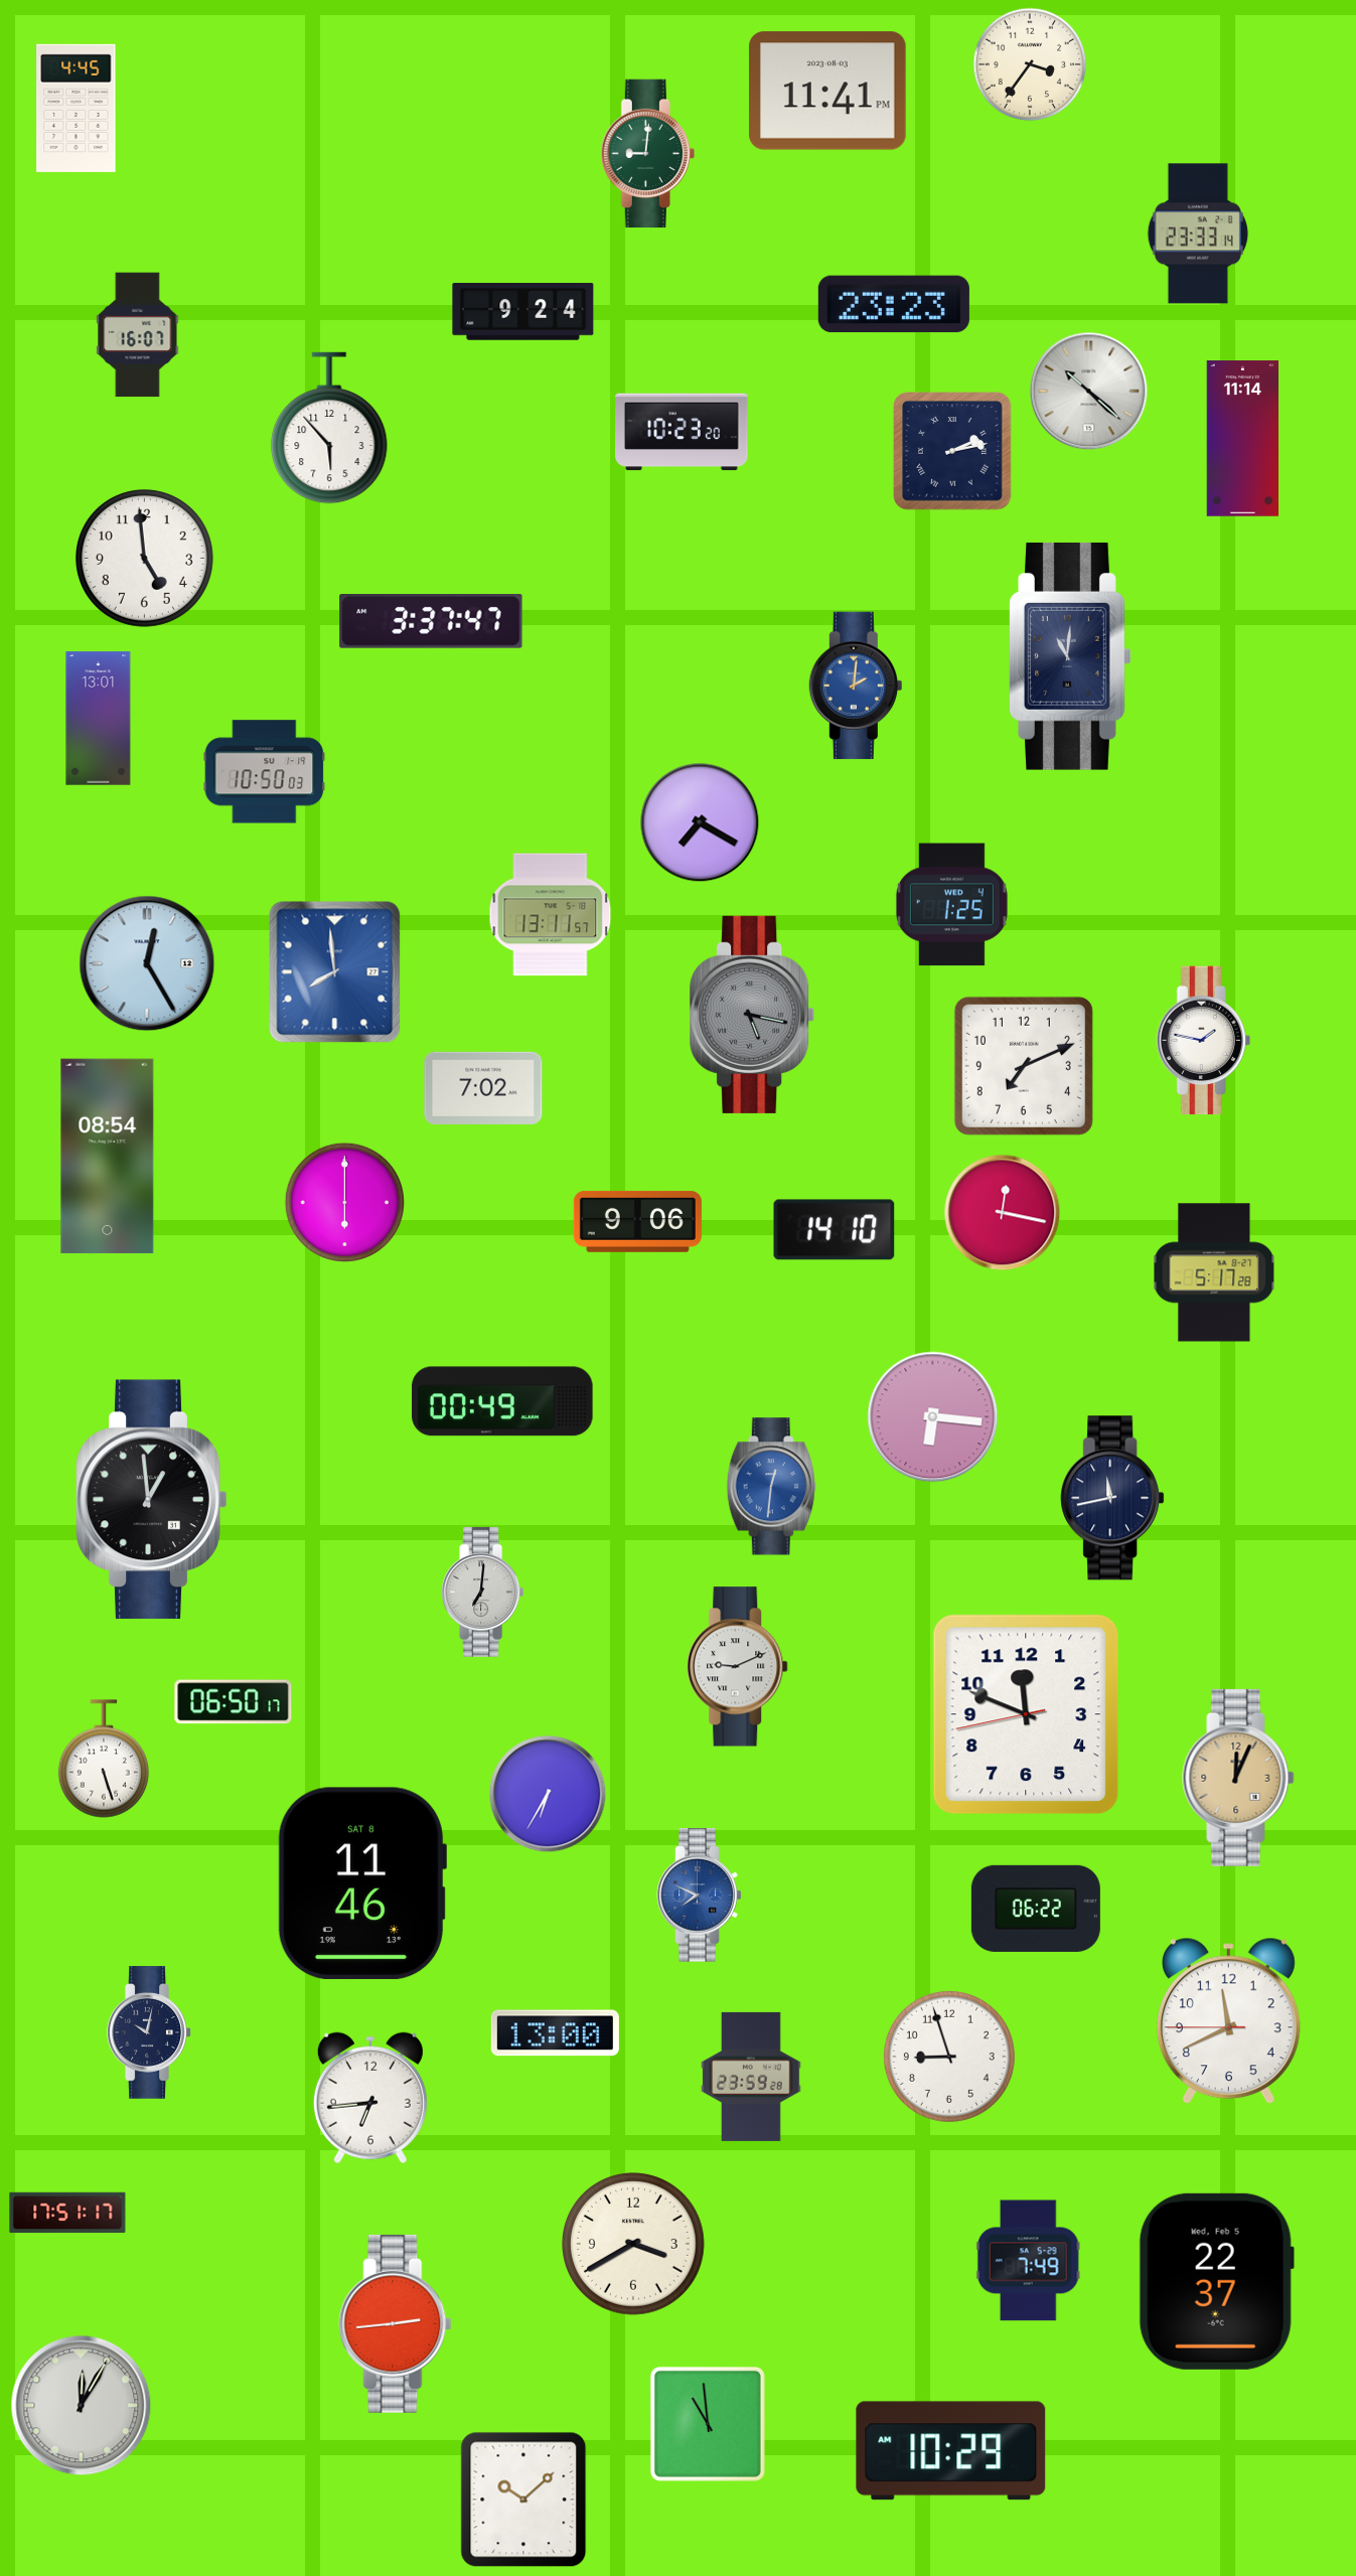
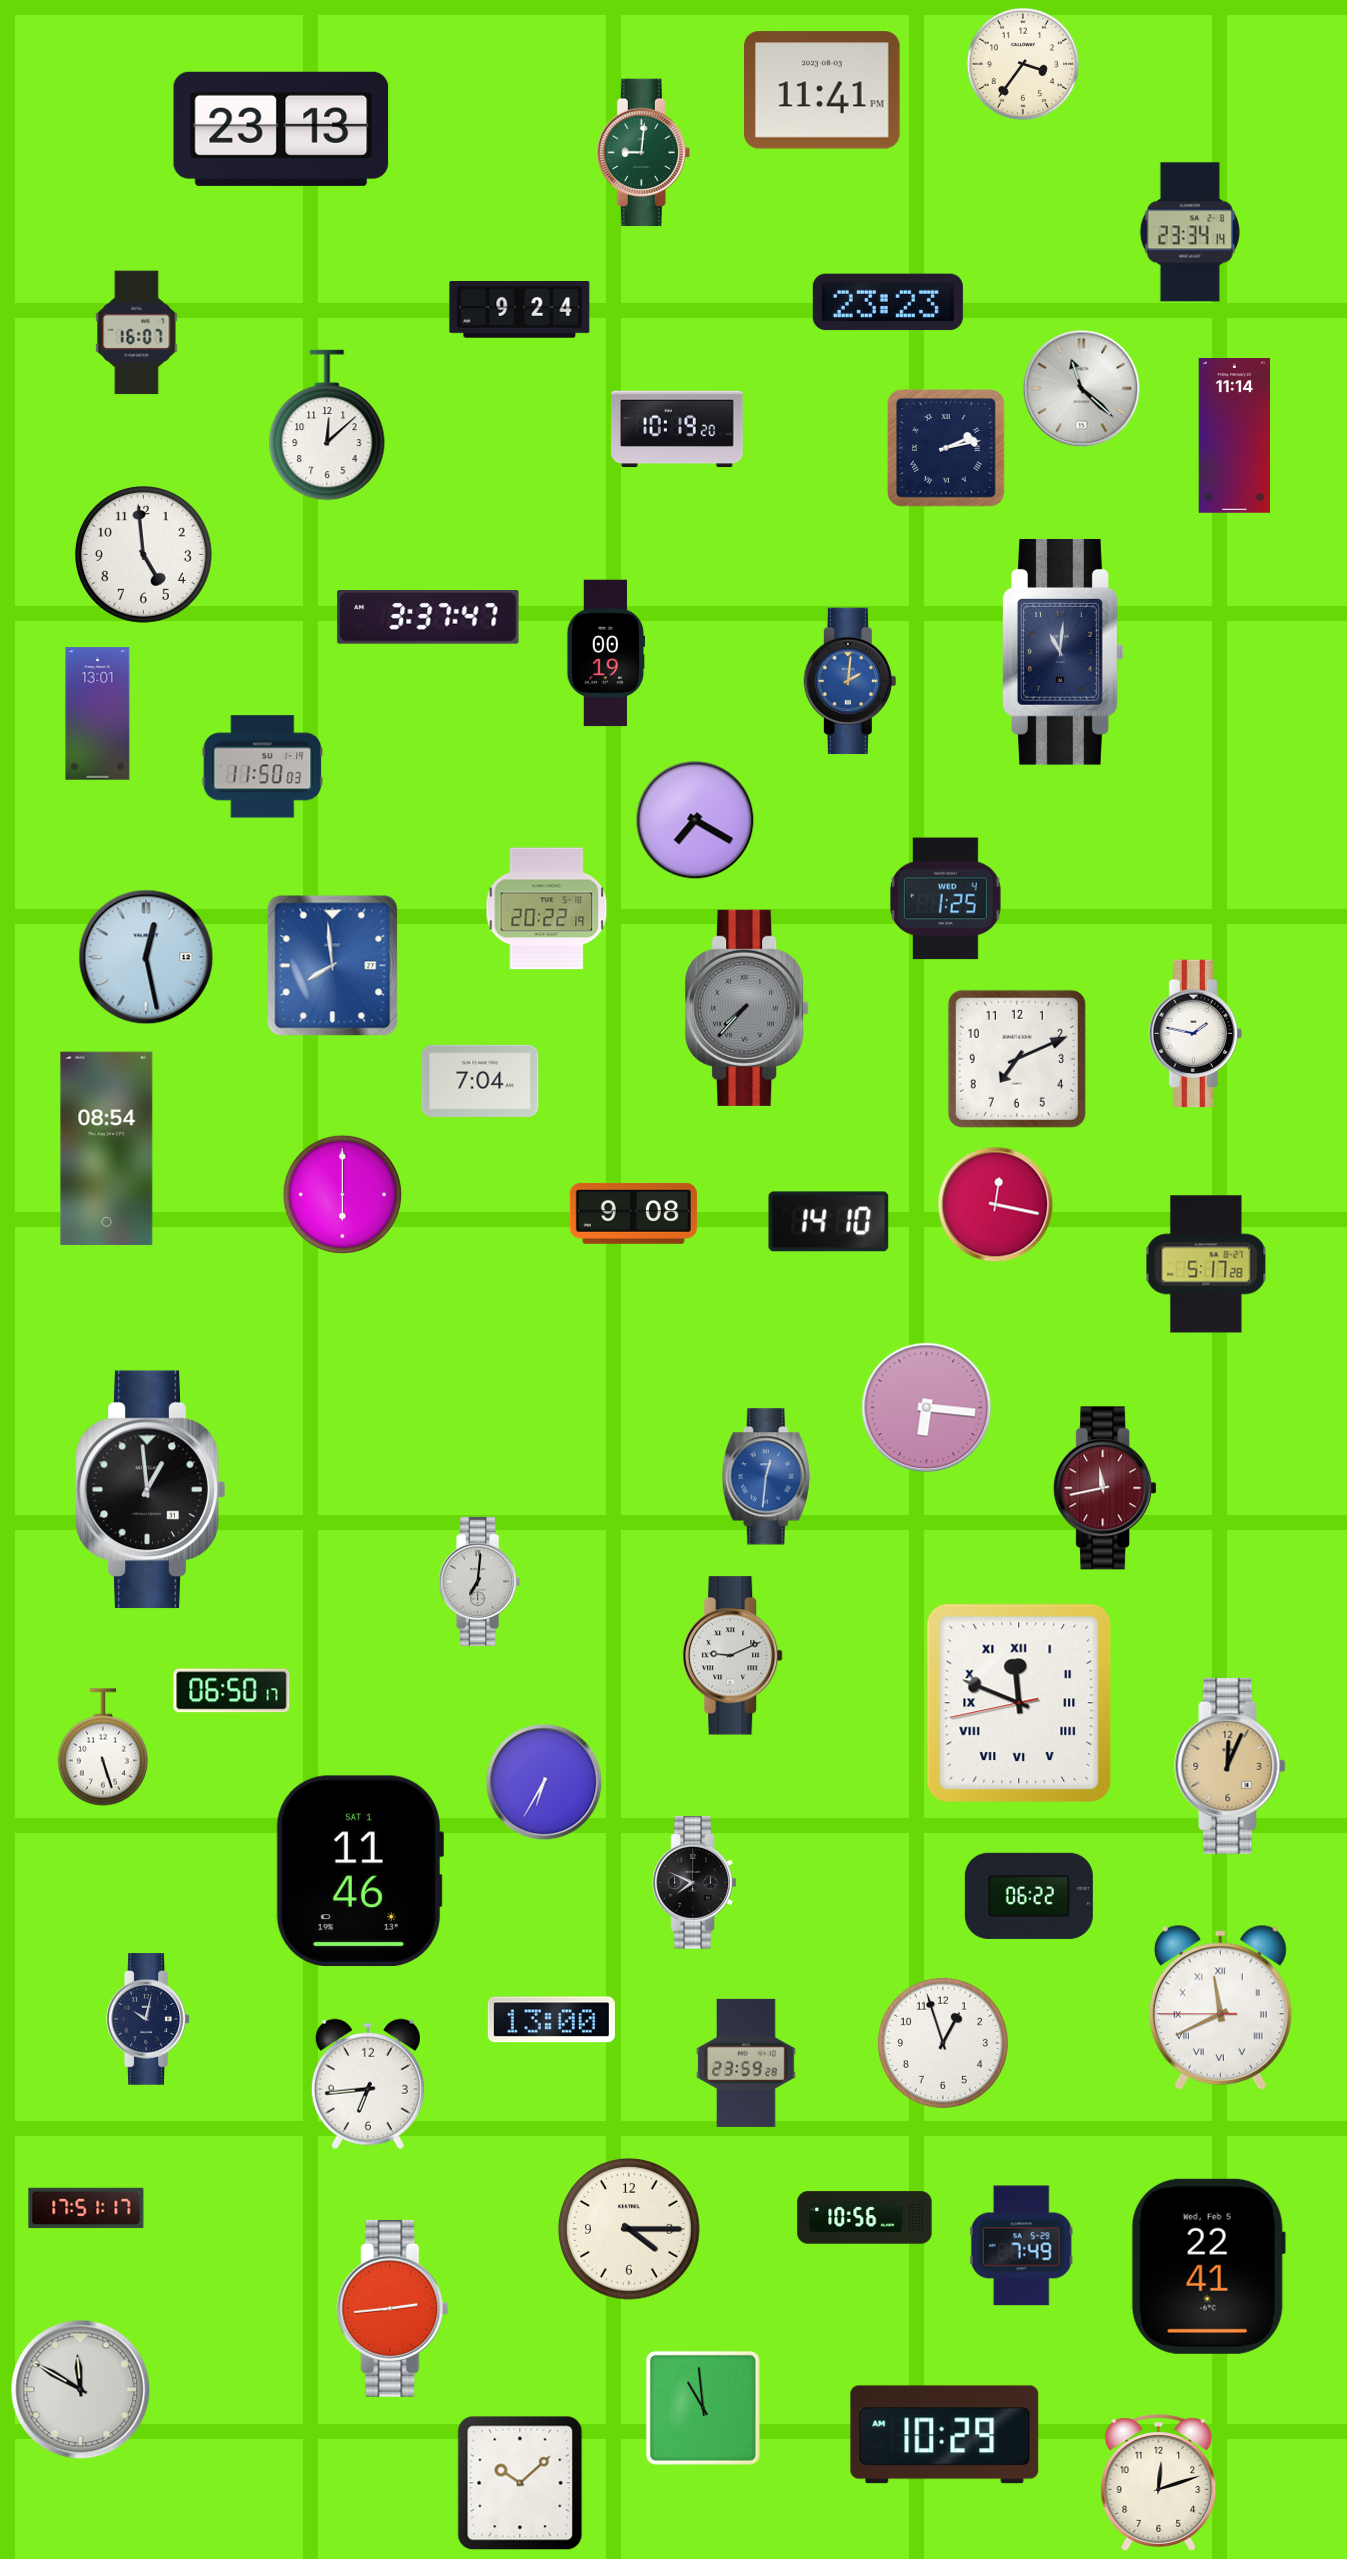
clock at (77, 108): 4:45 -> none
clock at (281, 129): none -> 23:13
clock at (1198, 234): 23:33 -> 23:34
clock at (1089, 392): 10:22 -> 11:22
clock at (329, 428): 5:53 -> 12:08
clock at (682, 432): 10:23 -> 10:19
clock at (606, 653): none -> 00:19
clock at (265, 772): 10:50 -> 11:50
clock at (700, 822) position: (700, 822) -> (695, 820)
clock at (551, 915): 13:11 -> 20:22
clock at (147, 963): 12:25 -> 12:28
clock at (753, 1015): 5:17 -> 7:37
clock at (483, 1088): 7:02 -> 7:04
clock at (637, 1221): 9:06 -> 9:08
clock at (502, 1401): 00:49 -> none
clock at (1112, 1498) dial: navy -> burgundy
clock at (1026, 1714) numerals: Arabic -> Roman
clock at (361, 1883) date: SAT 8 -> SAT 1
clock at (700, 1896) dial: blue -> black
clock at (1228, 2021) numerals: Arabic -> Roman
clock at (949, 2057): 8:57 -> 12:57
clock at (67, 2213) position: (67, 2213) -> (86, 2208)
clock at (865, 2218): none -> 10:56
clock at (633, 2244): 3:40 -> 4:15
clock at (1216, 2281): 22:37 -> 22:41
clock at (82, 2406): 12:05 -> 11:50
clock at (1159, 2483): none -> 12:12
